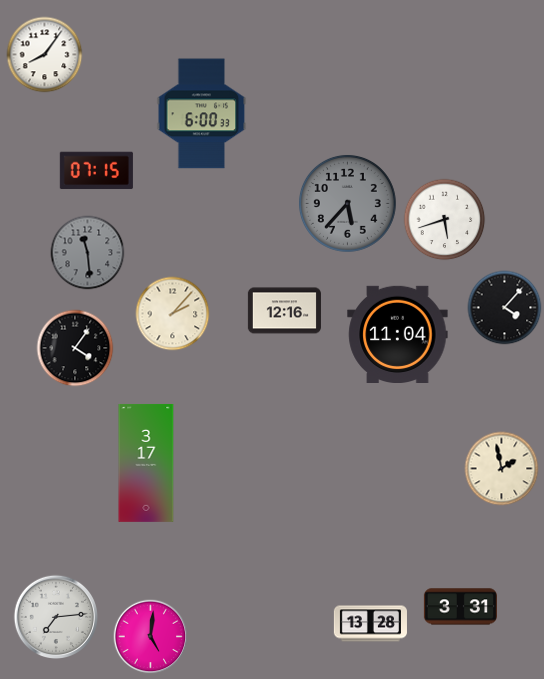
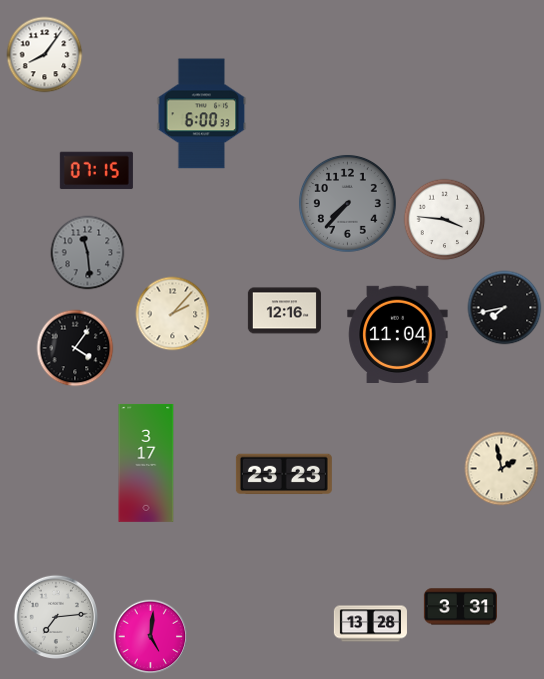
clock at (347, 203): 5:37 -> 7:37
clock at (445, 220): 5:42 -> 3:46
clock at (505, 308): 4:07 -> 7:43
clock at (284, 474): none -> 23:23
